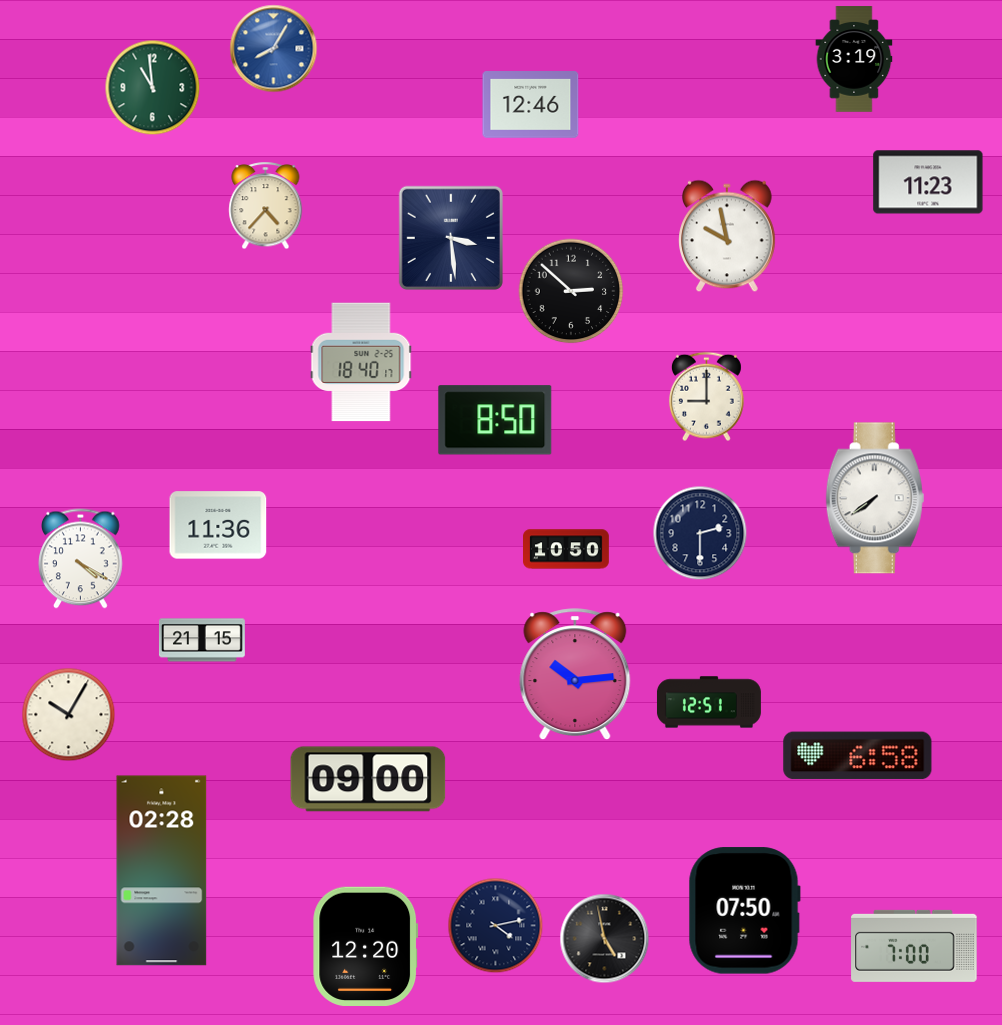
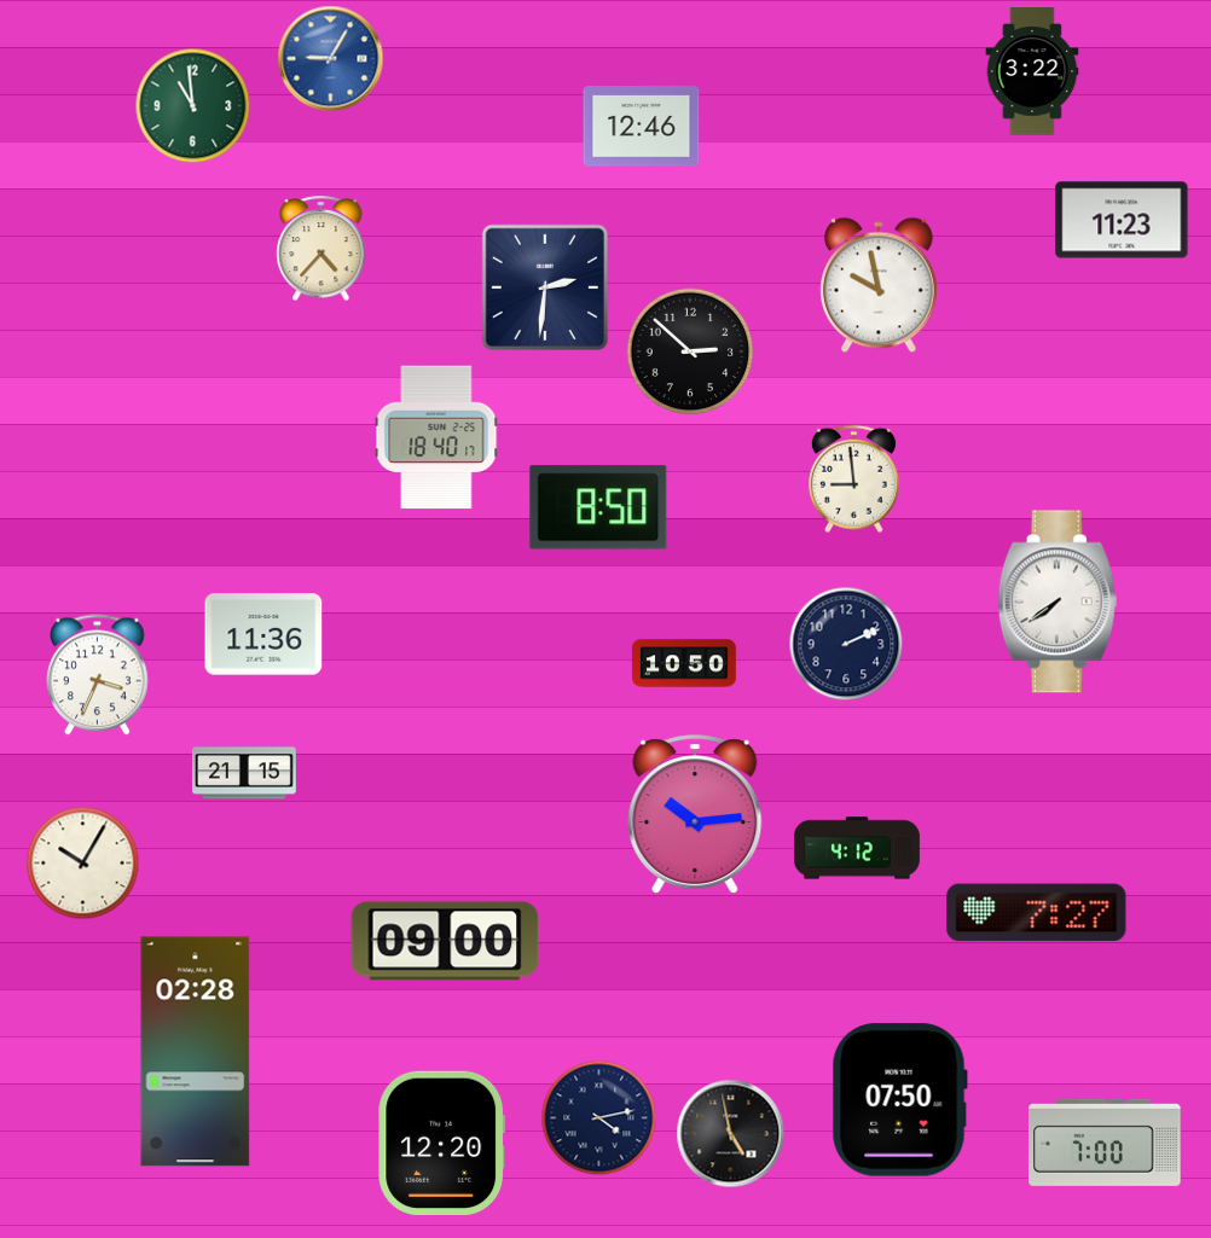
clock at (274, 49): 8:05 -> 9:05
clock at (854, 59): 3:19 -> 3:22
clock at (153, 88) position: (153, 88) -> (193, 106)
clock at (451, 238): 3:29 -> 2:31
clock at (706, 397): 9:00 -> 8:59
clock at (700, 533): 2:30 -> 2:11
clock at (81, 559): 4:20 -> 3:34
clock at (709, 702): 12:51 -> 4:12
clock at (858, 756): 6:58 -> 7:27
